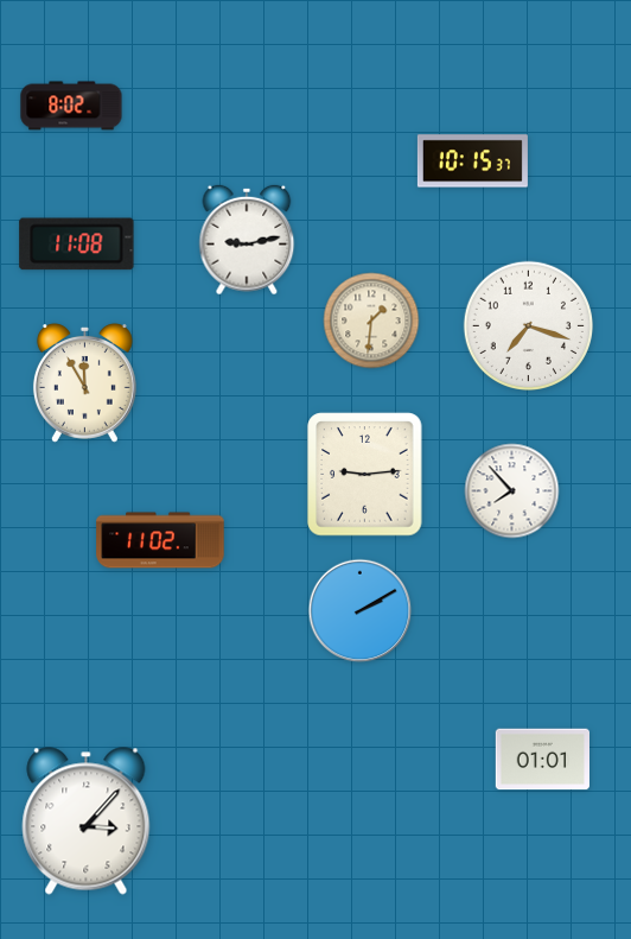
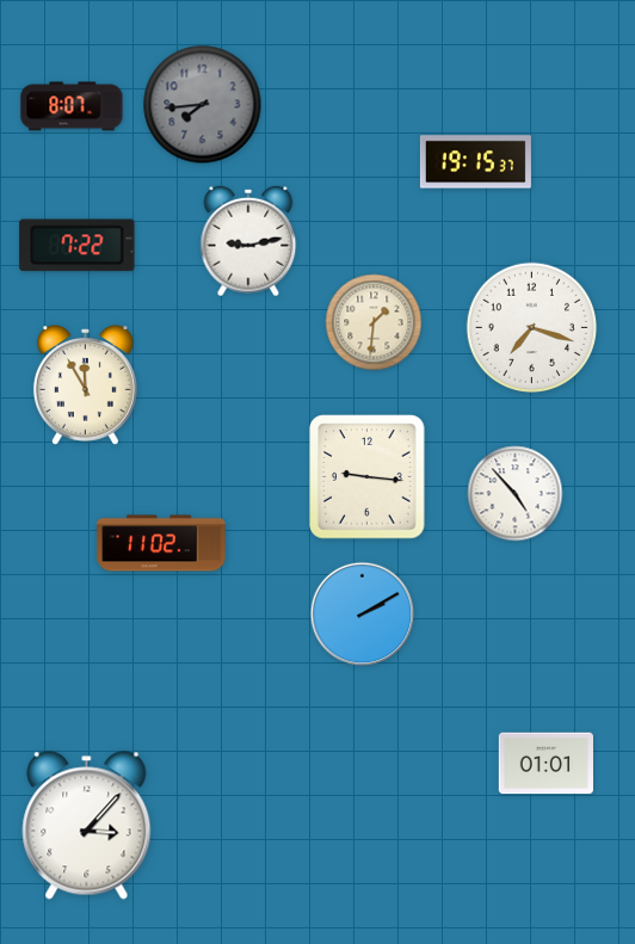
clock at (203, 105): none -> 7:44
clock at (71, 106): 8:02 -> 8:07
clock at (472, 161): 10:15 -> 19:15
clock at (77, 245): 11:08 -> 7:22
clock at (365, 475): 9:14 -> 9:16
clock at (512, 491): 7:53 -> 4:53
